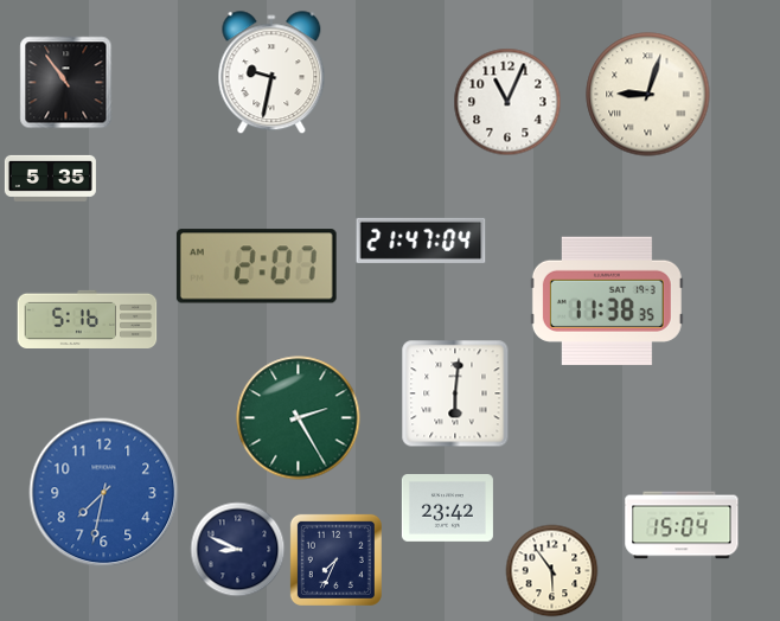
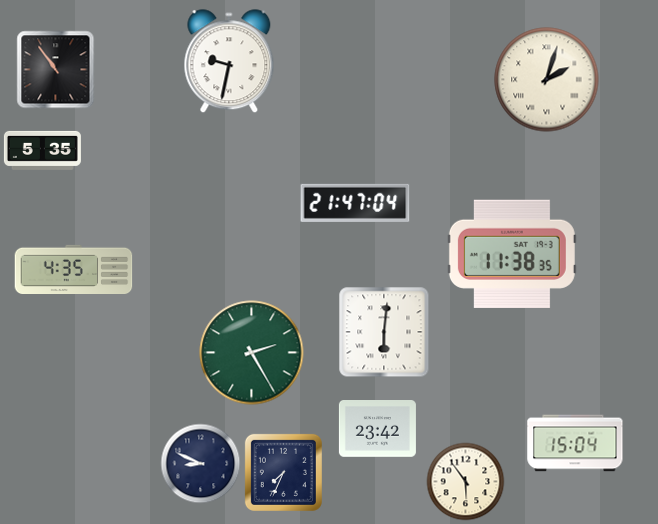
clock at (648, 95): 9:03 -> 2:03
clock at (507, 102): 11:04 -> none
clock at (256, 267): 2:07 -> none
clock at (88, 319): 5:16 -> 4:35
clock at (104, 493): 7:32 -> none
